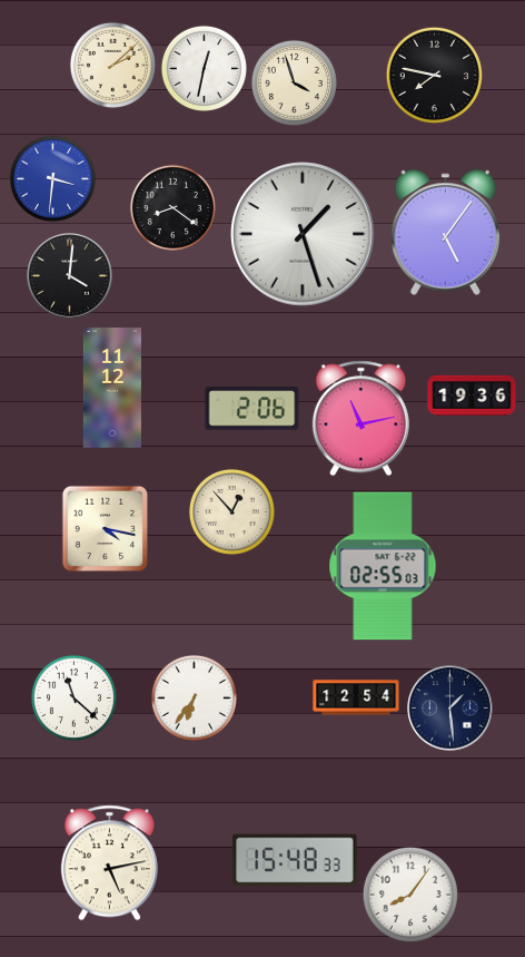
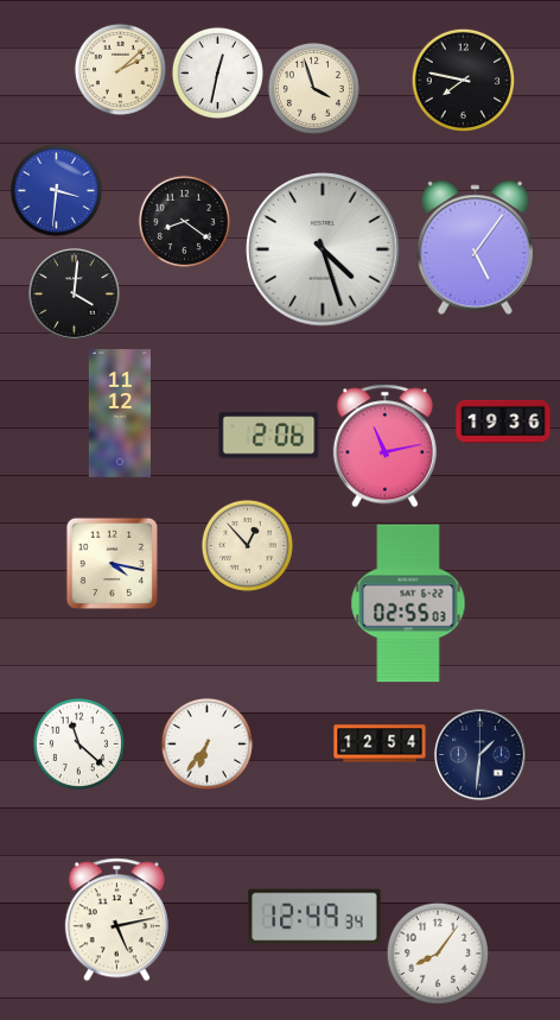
clock at (303, 234): 1:27 -> 4:27
clock at (450, 709): 1:29 -> 1:31
clock at (295, 860): 15:48 -> 12:49
